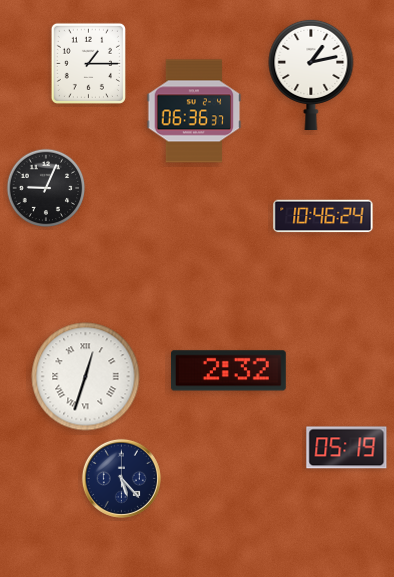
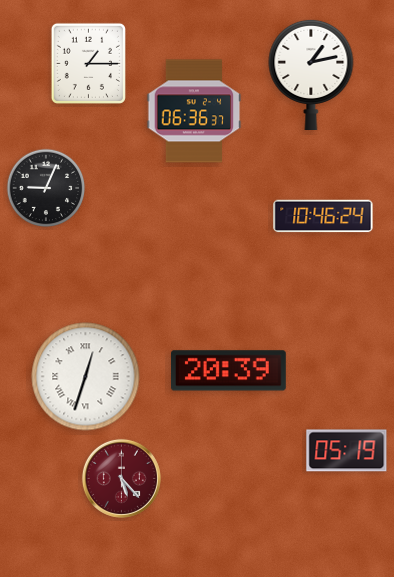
clock at (228, 371): 2:32 -> 20:39
clock at (347, 448) position: (347, 448) -> (347, 451)
clock at (121, 478) dial: navy -> burgundy
